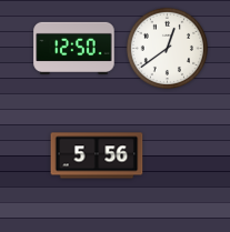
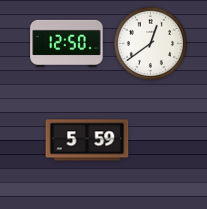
clock at (97, 155): 5:56 -> 5:59
